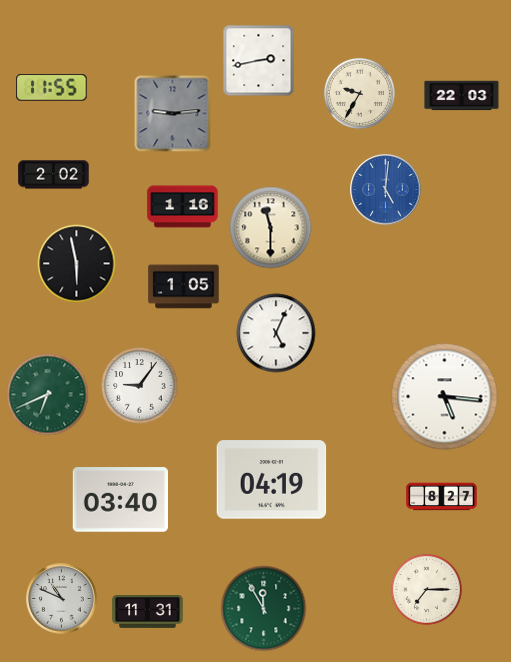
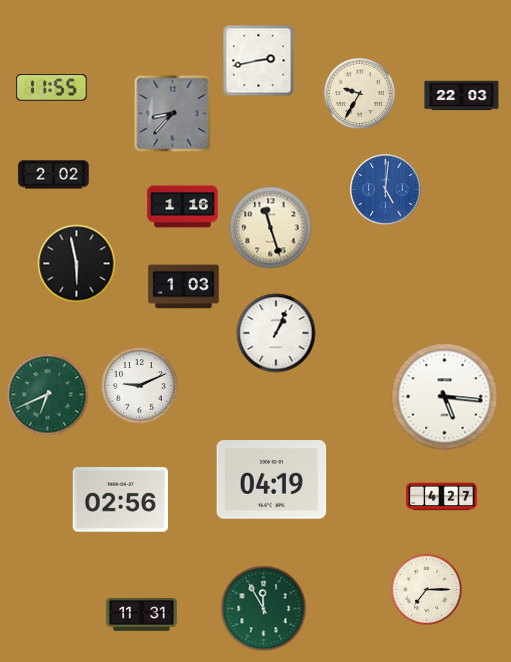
clock at (173, 114): 9:14 -> 8:37
clock at (271, 228): 11:30 -> 11:27
clock at (184, 287): 1:05 -> 1:03
clock at (276, 333): 5:04 -> 1:04
clock at (140, 386): 9:06 -> 9:11
clock at (442, 497): 8:27 -> 4:27
clock at (120, 500): 03:40 -> 02:56
clock at (62, 599): 10:49 -> none
clock at (148, 612) position: (148, 612) -> (142, 615)
